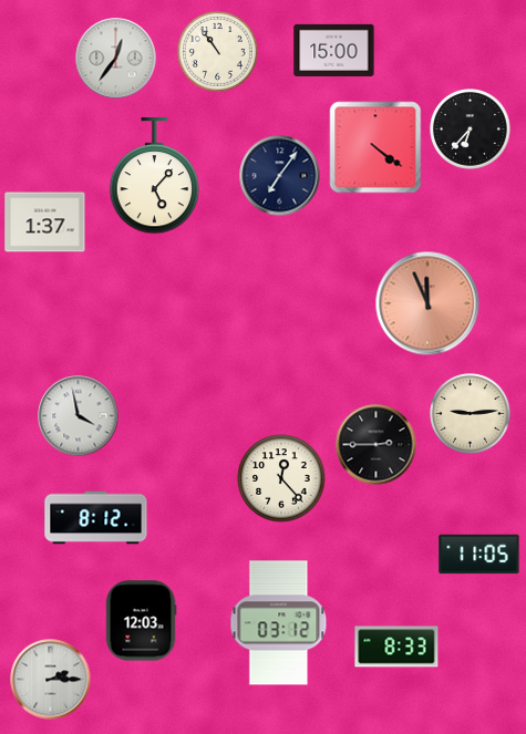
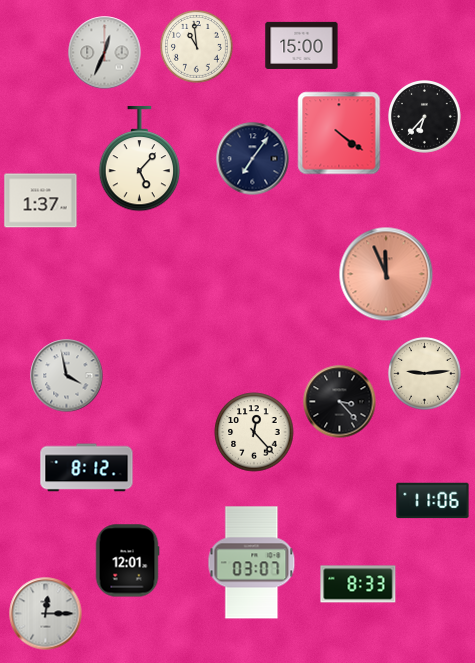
clock at (218, 52): 10:54 -> 10:59
clock at (116, 59): 12:36 -> 12:34
clock at (79, 416) position: (79, 416) -> (67, 376)
clock at (377, 445): 2:45 -> 3:23
clock at (479, 555): 11:05 -> 11:06
clock at (141, 621): 12:03 -> 12:01
clock at (279, 623): 03:12 -> 03:07
clock at (51, 680): 2:15 -> 12:15
